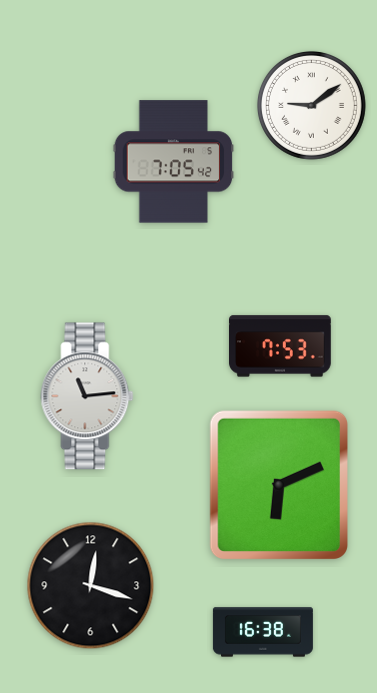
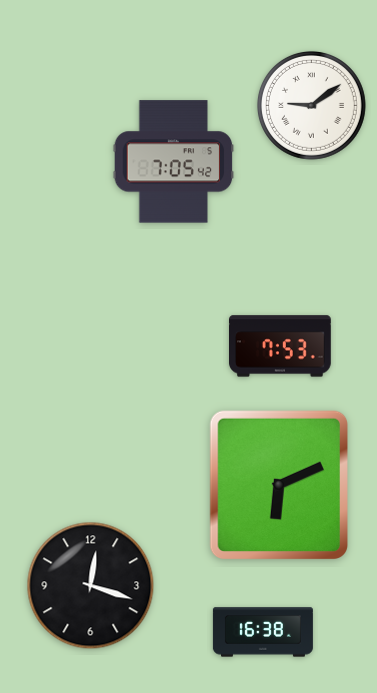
clock at (87, 396): 11:14 -> none
